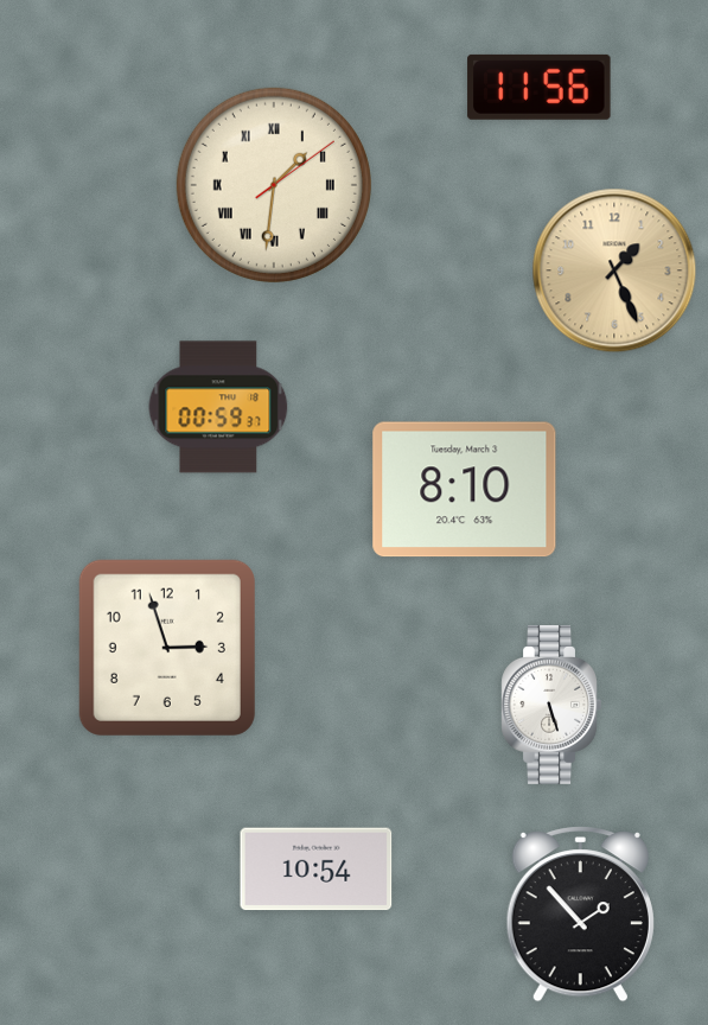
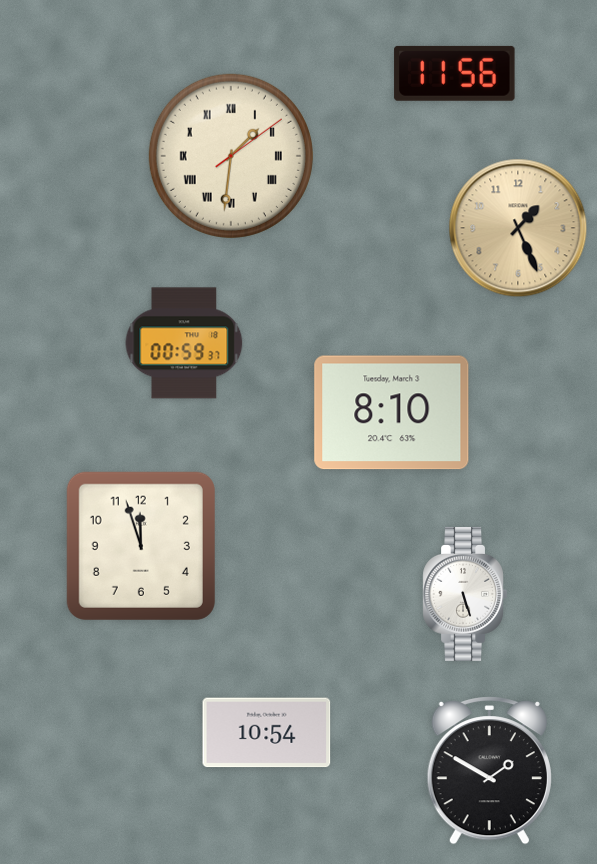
clock at (167, 648): 2:57 -> 11:57
clock at (580, 915): 1:53 -> 1:50
